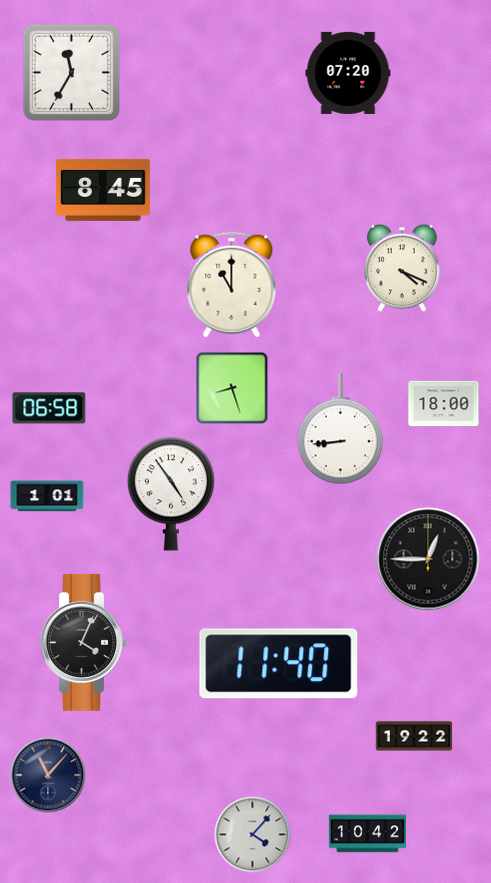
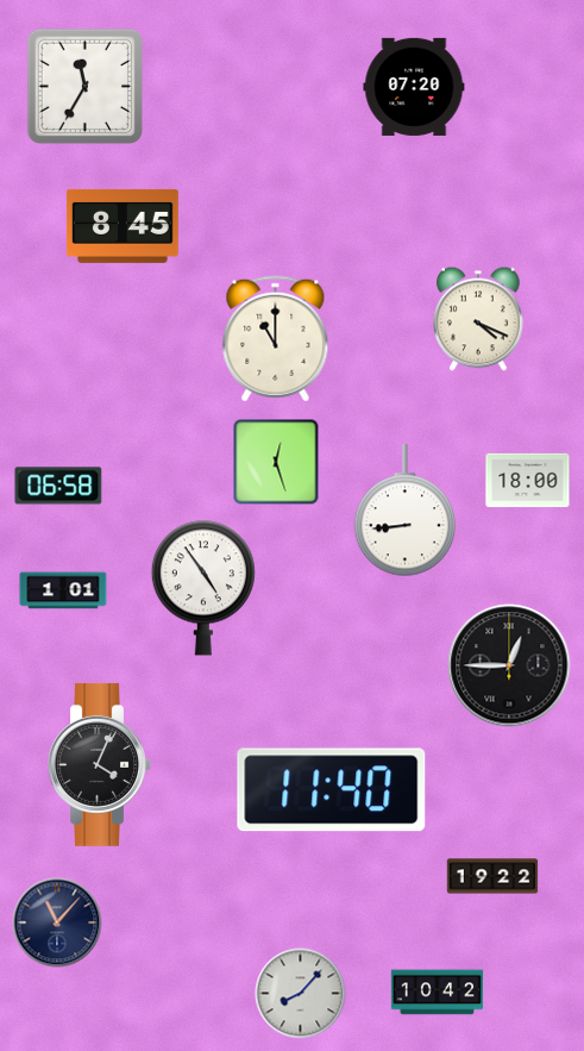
clock at (232, 388): 8:27 -> 12:27
clock at (47, 496) position: (47, 496) -> (63, 590)
clock at (253, 835): 4:07 -> 8:07
